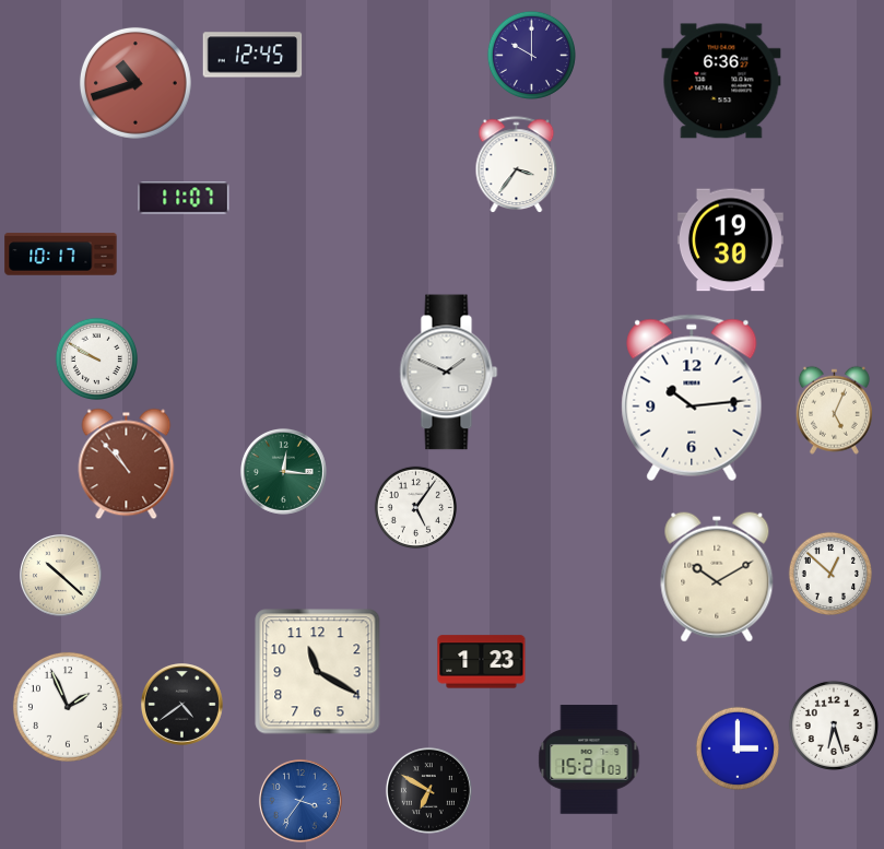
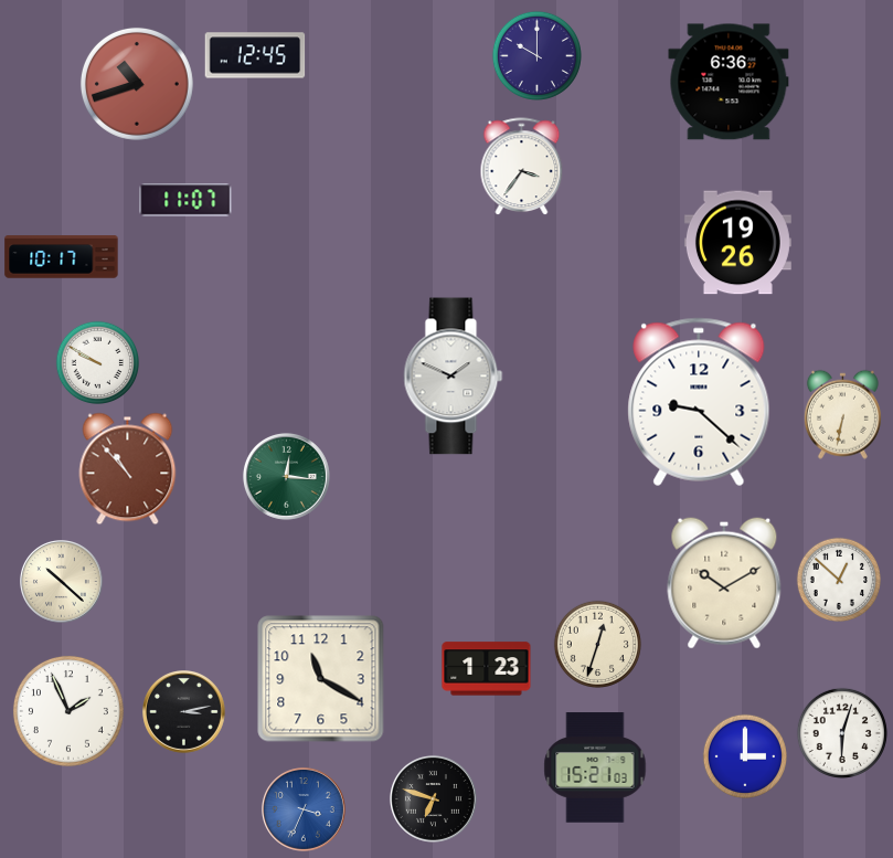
clock at (730, 240): 19:30 -> 19:26
clock at (692, 398): 10:14 -> 9:22
clock at (834, 410): 5:04 -> 6:32
clock at (415, 507): 5:06 -> none
clock at (597, 644): none -> 12:33
clock at (182, 705): 4:39 -> 3:13
clock at (68, 707) position: (68, 707) -> (68, 711)
clock at (834, 726): 6:27 -> 6:03
clock at (428, 790): 6:50 -> 6:48
clock at (300, 801): 3:36 -> 3:34
